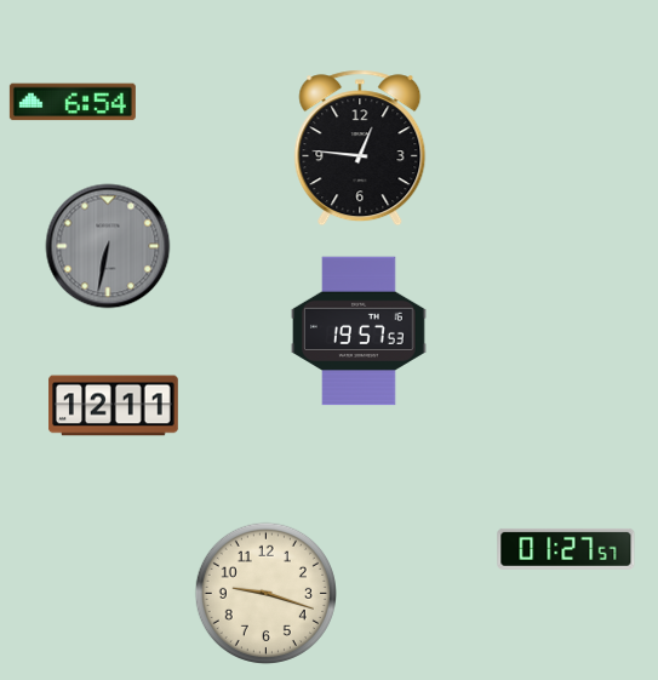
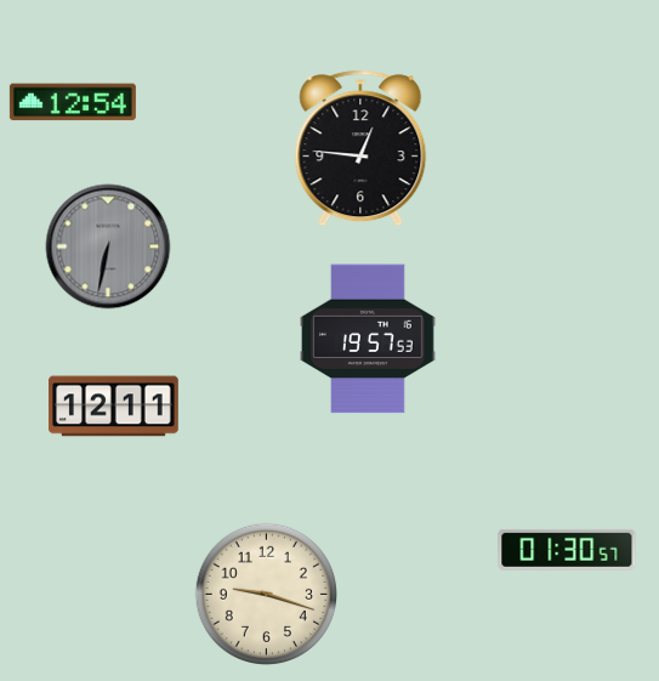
clock at (73, 102): 6:54 -> 12:54
clock at (359, 331) position: (359, 331) -> (368, 339)
clock at (566, 549): 01:27 -> 01:30
